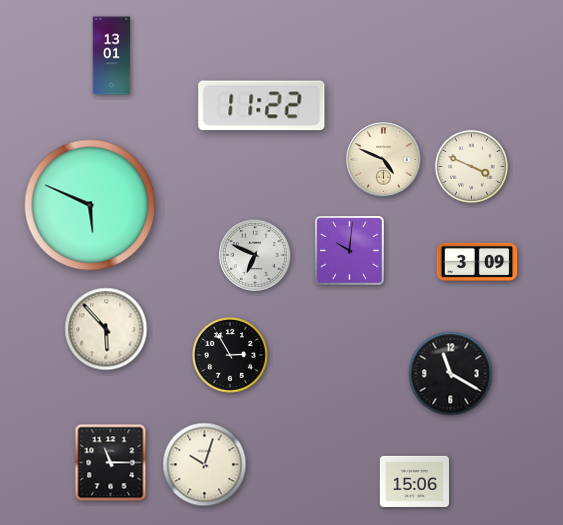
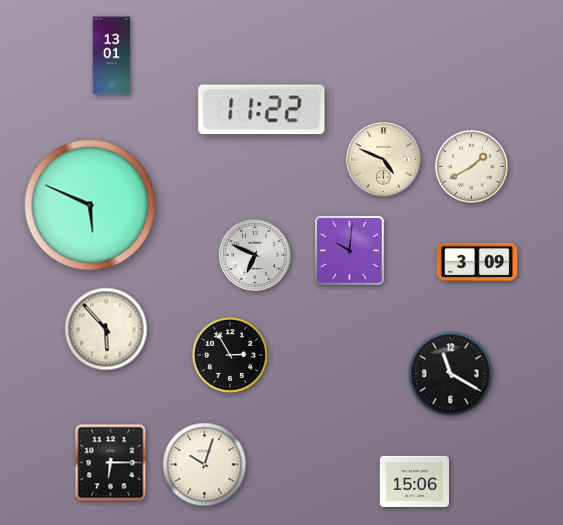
clock at (262, 106) position: (262, 106) -> (262, 110)
clock at (471, 166): 3:49 -> 1:40
clock at (111, 463): 11:15 -> 6:15
